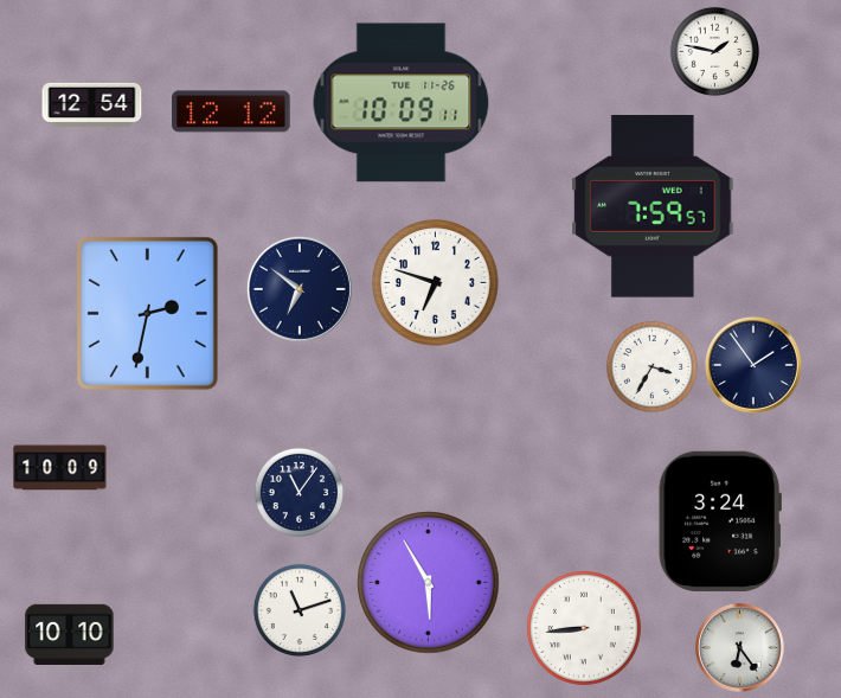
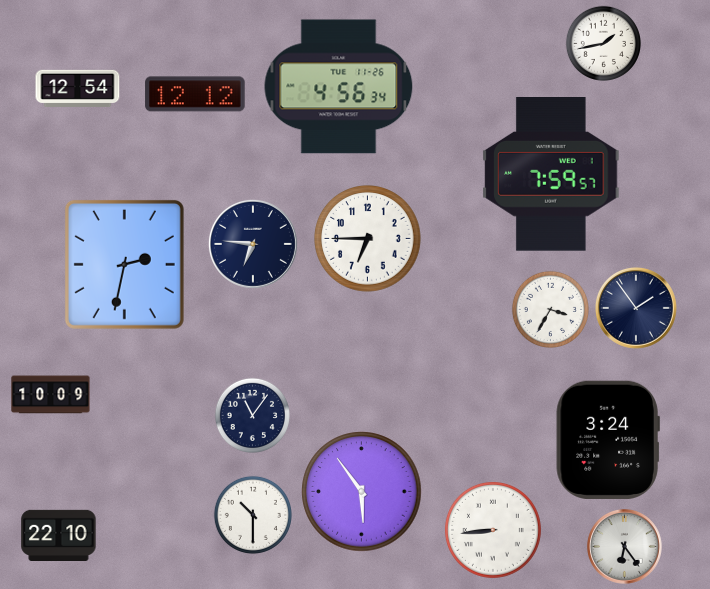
clock at (714, 51): 1:47 -> 1:43
clock at (402, 103): 10:09 -> 4:56
clock at (436, 283): 6:48 -> 6:45
clock at (300, 289): 6:51 -> 6:46
clock at (429, 583): 5:55 -> 5:54
clock at (300, 610): 11:12 -> 10:30
clock at (70, 634): 10:10 -> 22:10
